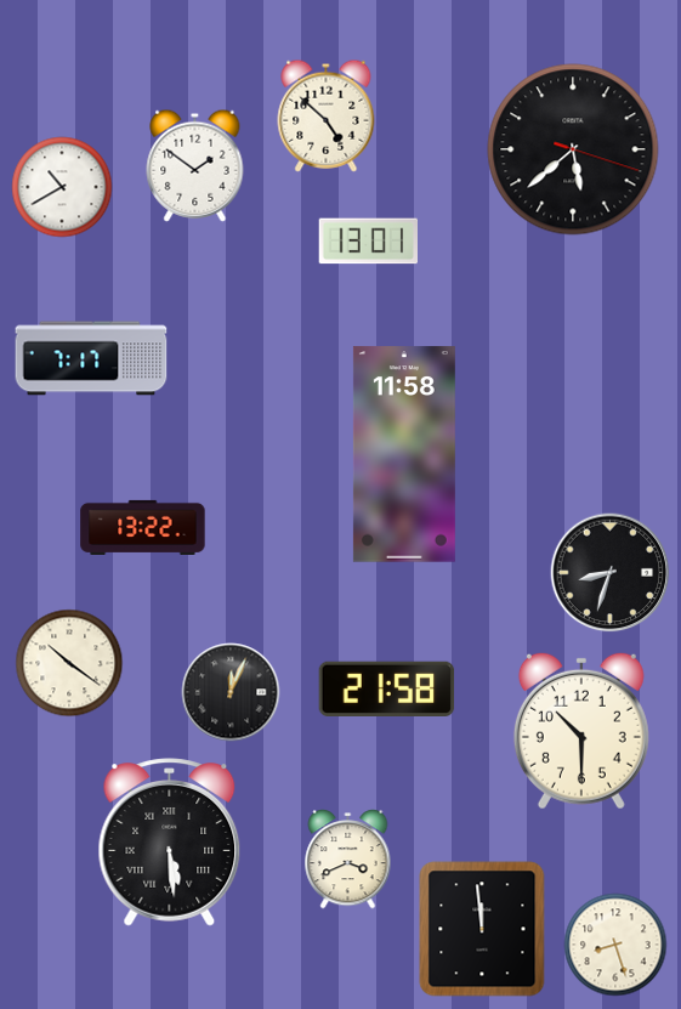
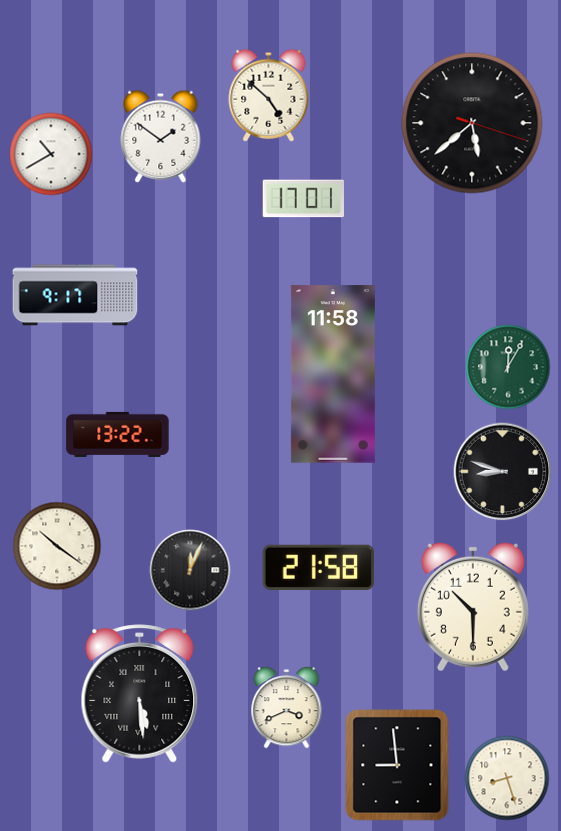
clock at (369, 242): 13:01 -> 17:01
clock at (91, 358): 7:17 -> 9:17
clock at (508, 367): none -> 12:05
clock at (611, 573): 8:33 -> 8:48
clock at (581, 731) position: (581, 731) -> (473, 607)
clock at (482, 929): 11:59 -> 8:59
